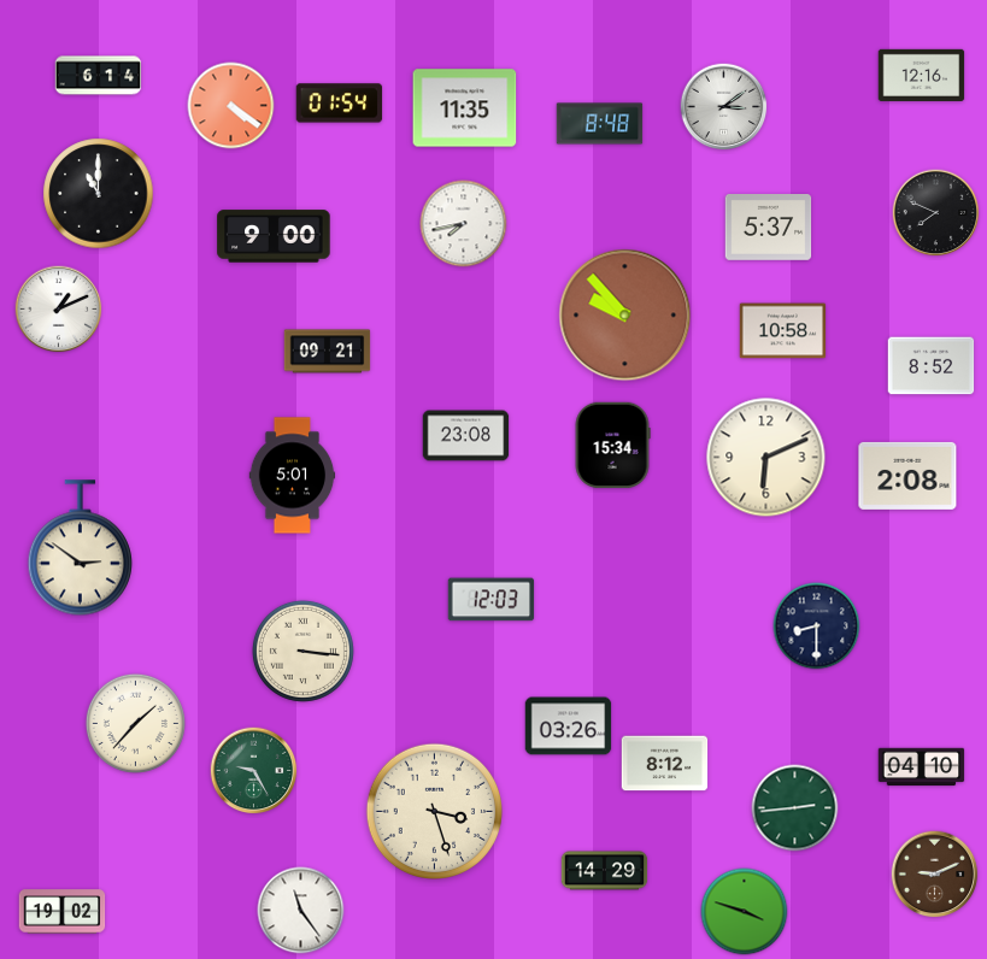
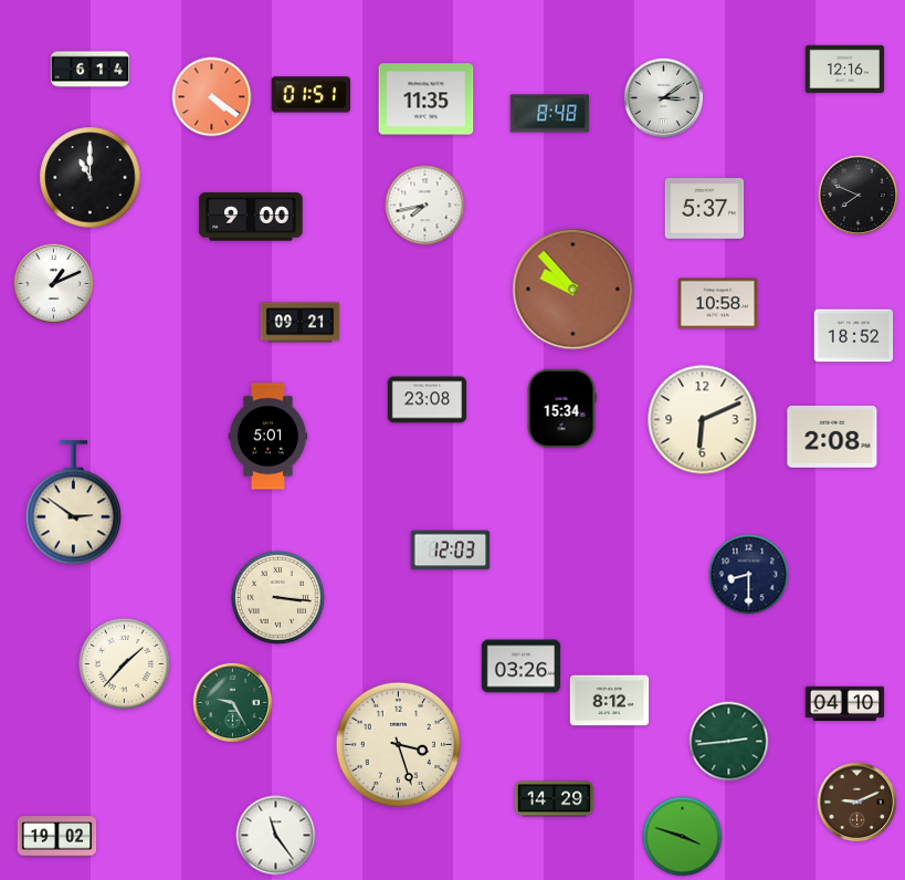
clock at (340, 104): 01:54 -> 01:51
clock at (932, 366): 8:52 -> 18:52
clock at (254, 771) position: (254, 771) -> (233, 703)
